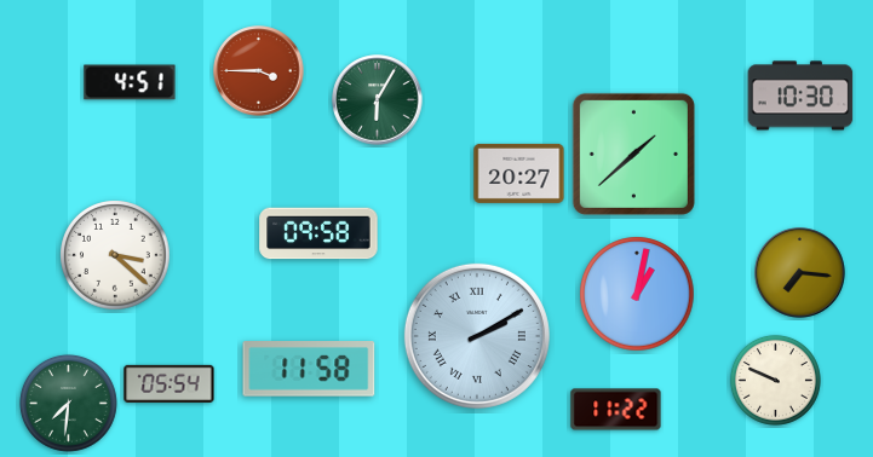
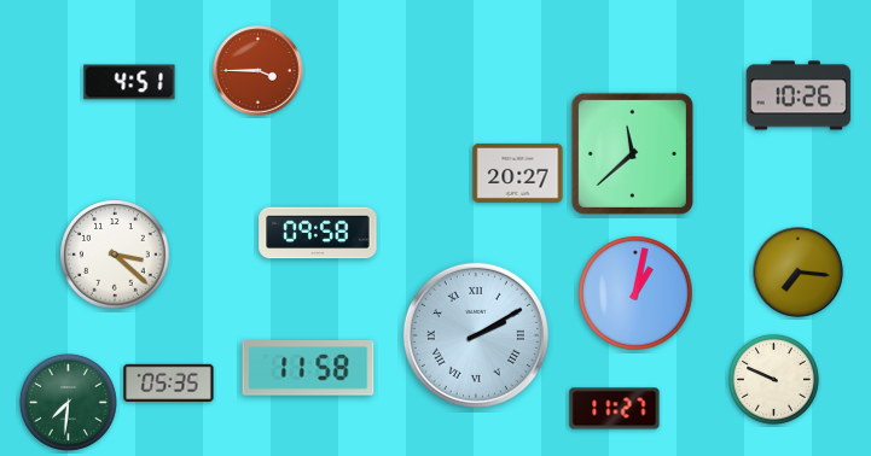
clock at (800, 96): 10:30 -> 10:26
clock at (378, 100): 6:05 -> none
clock at (633, 154): 1:38 -> 11:38
clock at (170, 383): 05:54 -> 05:35
clock at (616, 410): 11:22 -> 11:27
